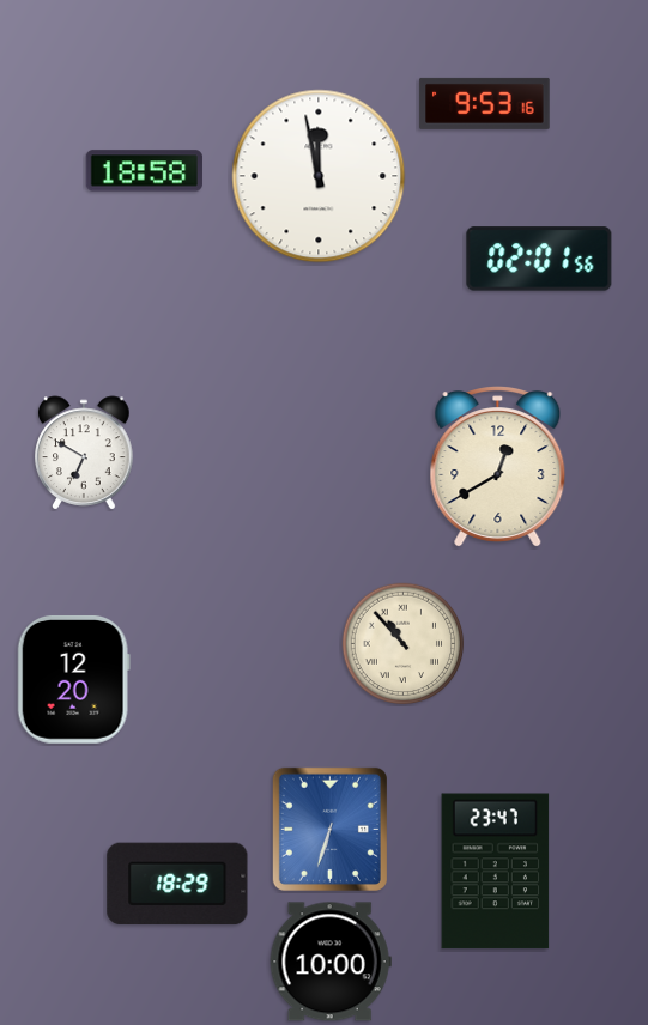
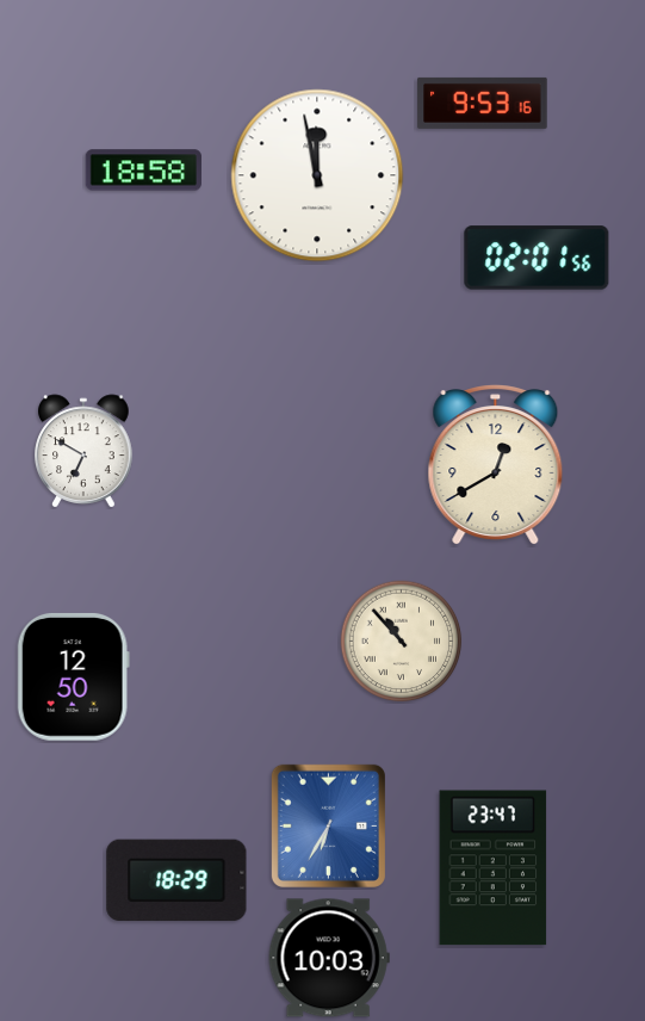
clock at (73, 680): 12:20 -> 12:50
clock at (329, 829): 6:33 -> 6:35
clock at (331, 962): 10:00 -> 10:03
